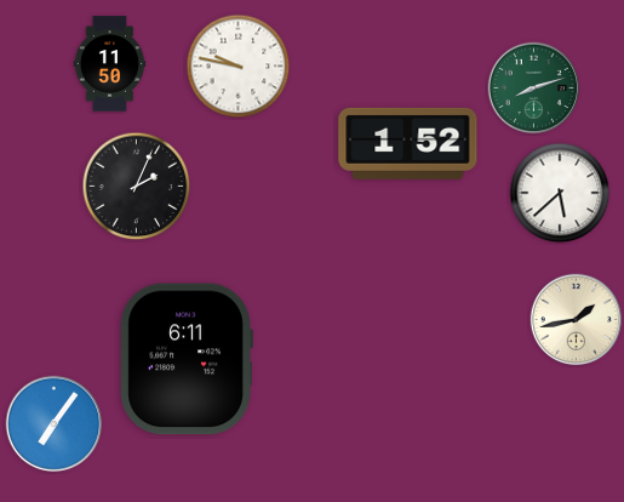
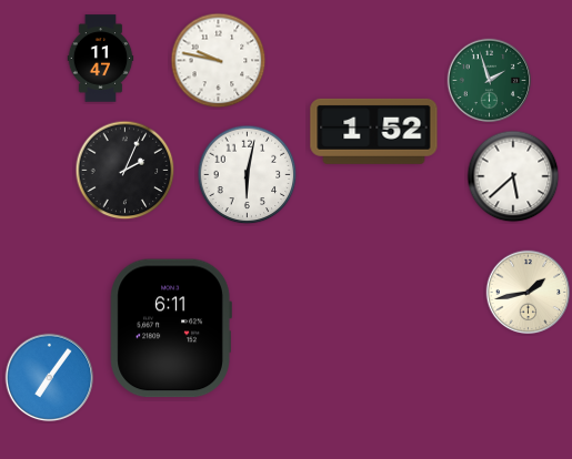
clock at (110, 64): 11:50 -> 11:47
clock at (534, 89): 8:12 -> 1:57
clock at (248, 175): none -> 6:02
clock at (55, 424) position: (55, 424) -> (50, 378)
